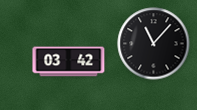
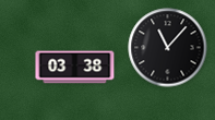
clock at (69, 62): 03:42 -> 03:38
